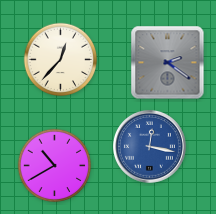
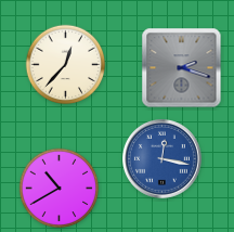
clock at (168, 63): 2:21 -> 2:18
clock at (55, 166) position: (55, 166) -> (60, 189)
